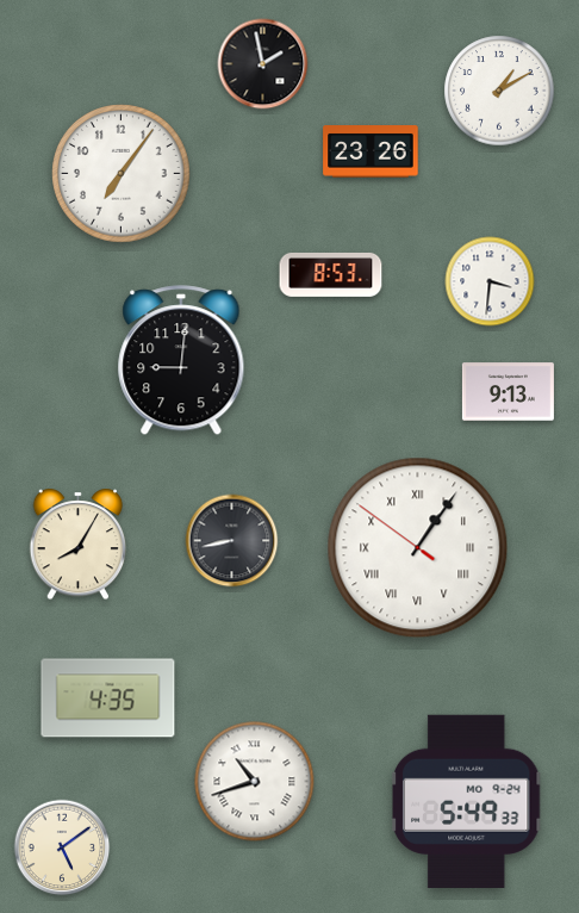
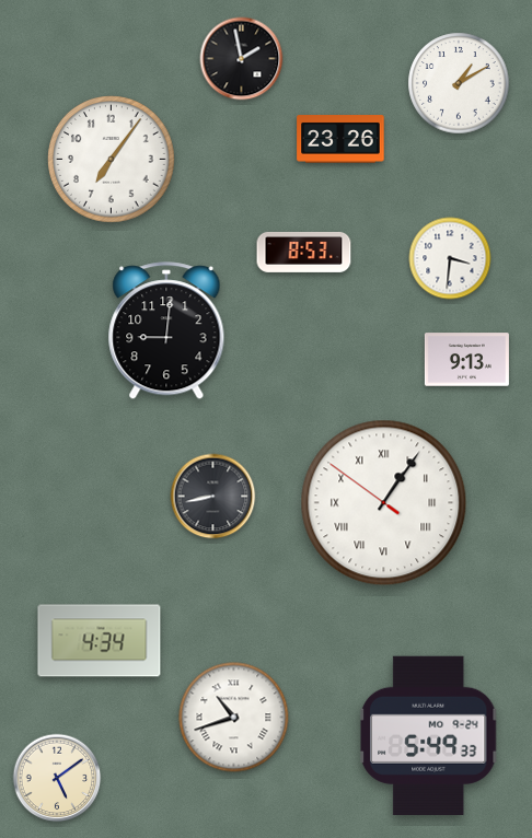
clock at (79, 545): 8:05 -> none
clock at (108, 698): 4:35 -> 4:34
